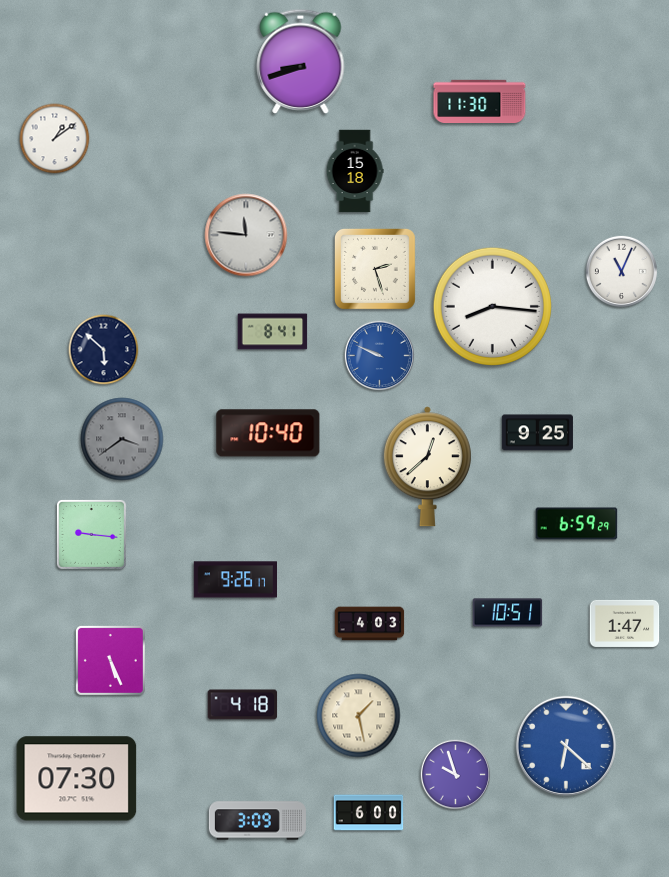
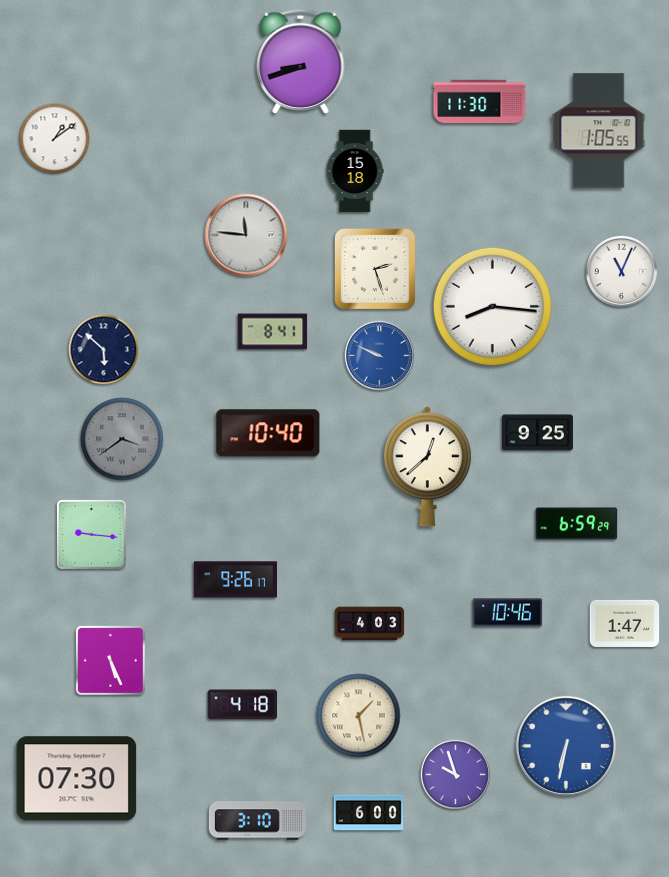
clock at (599, 131): none -> 1:05
clock at (508, 613): 10:51 -> 10:46
clock at (566, 746): 6:22 -> 6:32
clock at (257, 821): 3:09 -> 3:10
